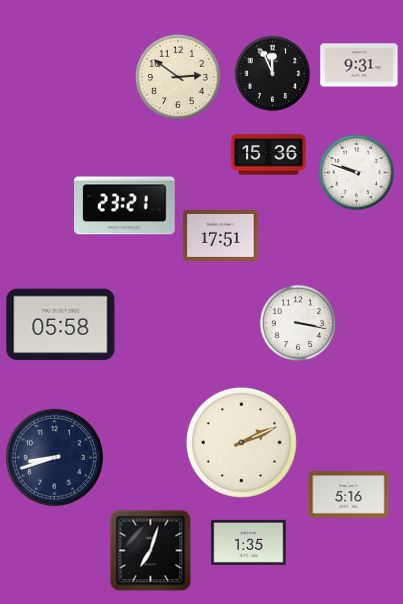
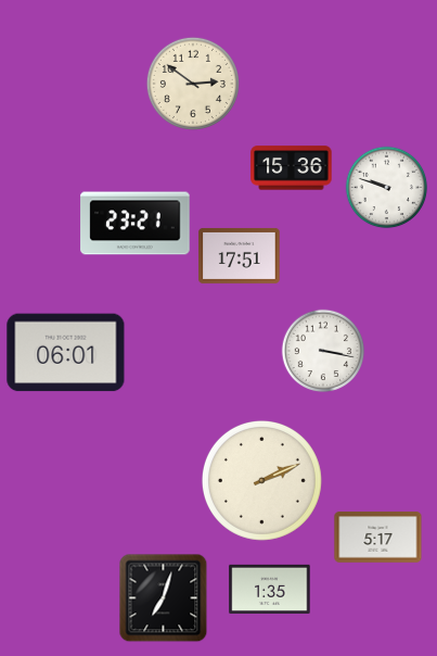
clock at (359, 65): 9:31 -> none
clock at (273, 74): 11:56 -> none
clock at (61, 325): 05:58 -> 06:01
clock at (54, 457): 8:42 -> none
clock at (349, 495): 5:16 -> 5:17
